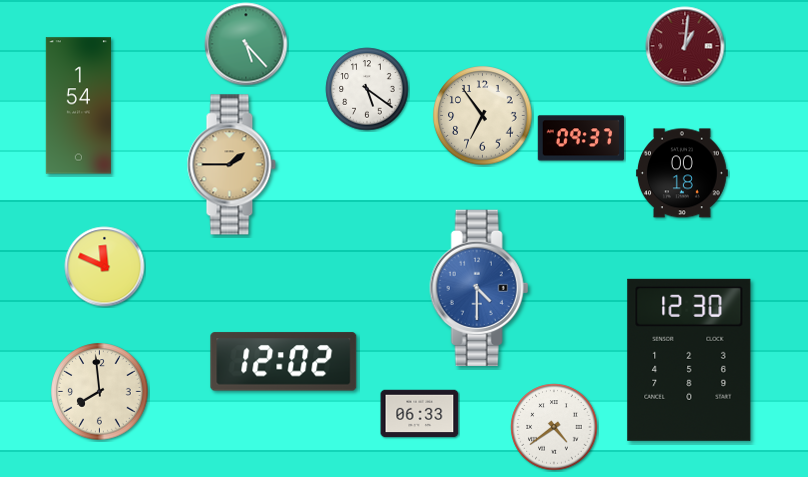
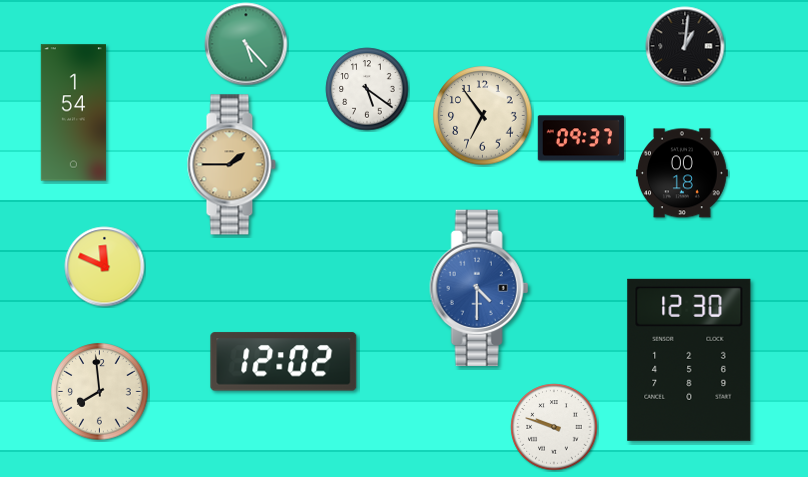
clock at (685, 46) dial: burgundy -> black
clock at (78, 106) position: (78, 106) -> (73, 113)
clock at (420, 414): 06:33 -> none
clock at (554, 427): 4:39 -> 9:48
